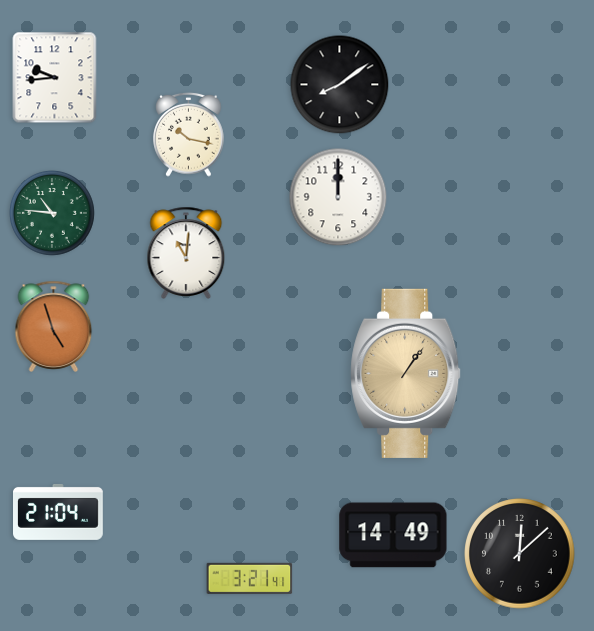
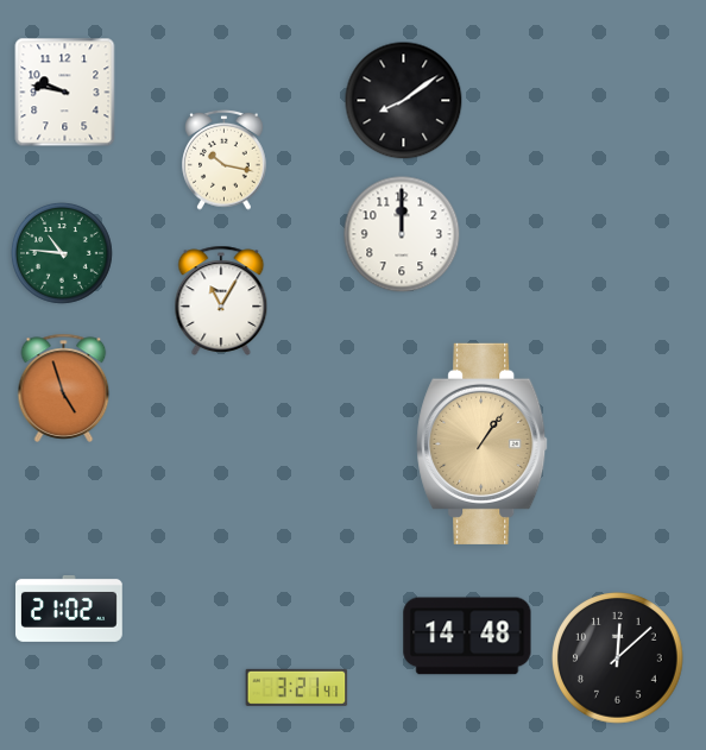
clock at (55, 78): 9:44 -> 9:47
clock at (186, 253): 11:01 -> 11:05
clock at (59, 512): 21:04 -> 21:02
clock at (393, 535): 14:49 -> 14:48
